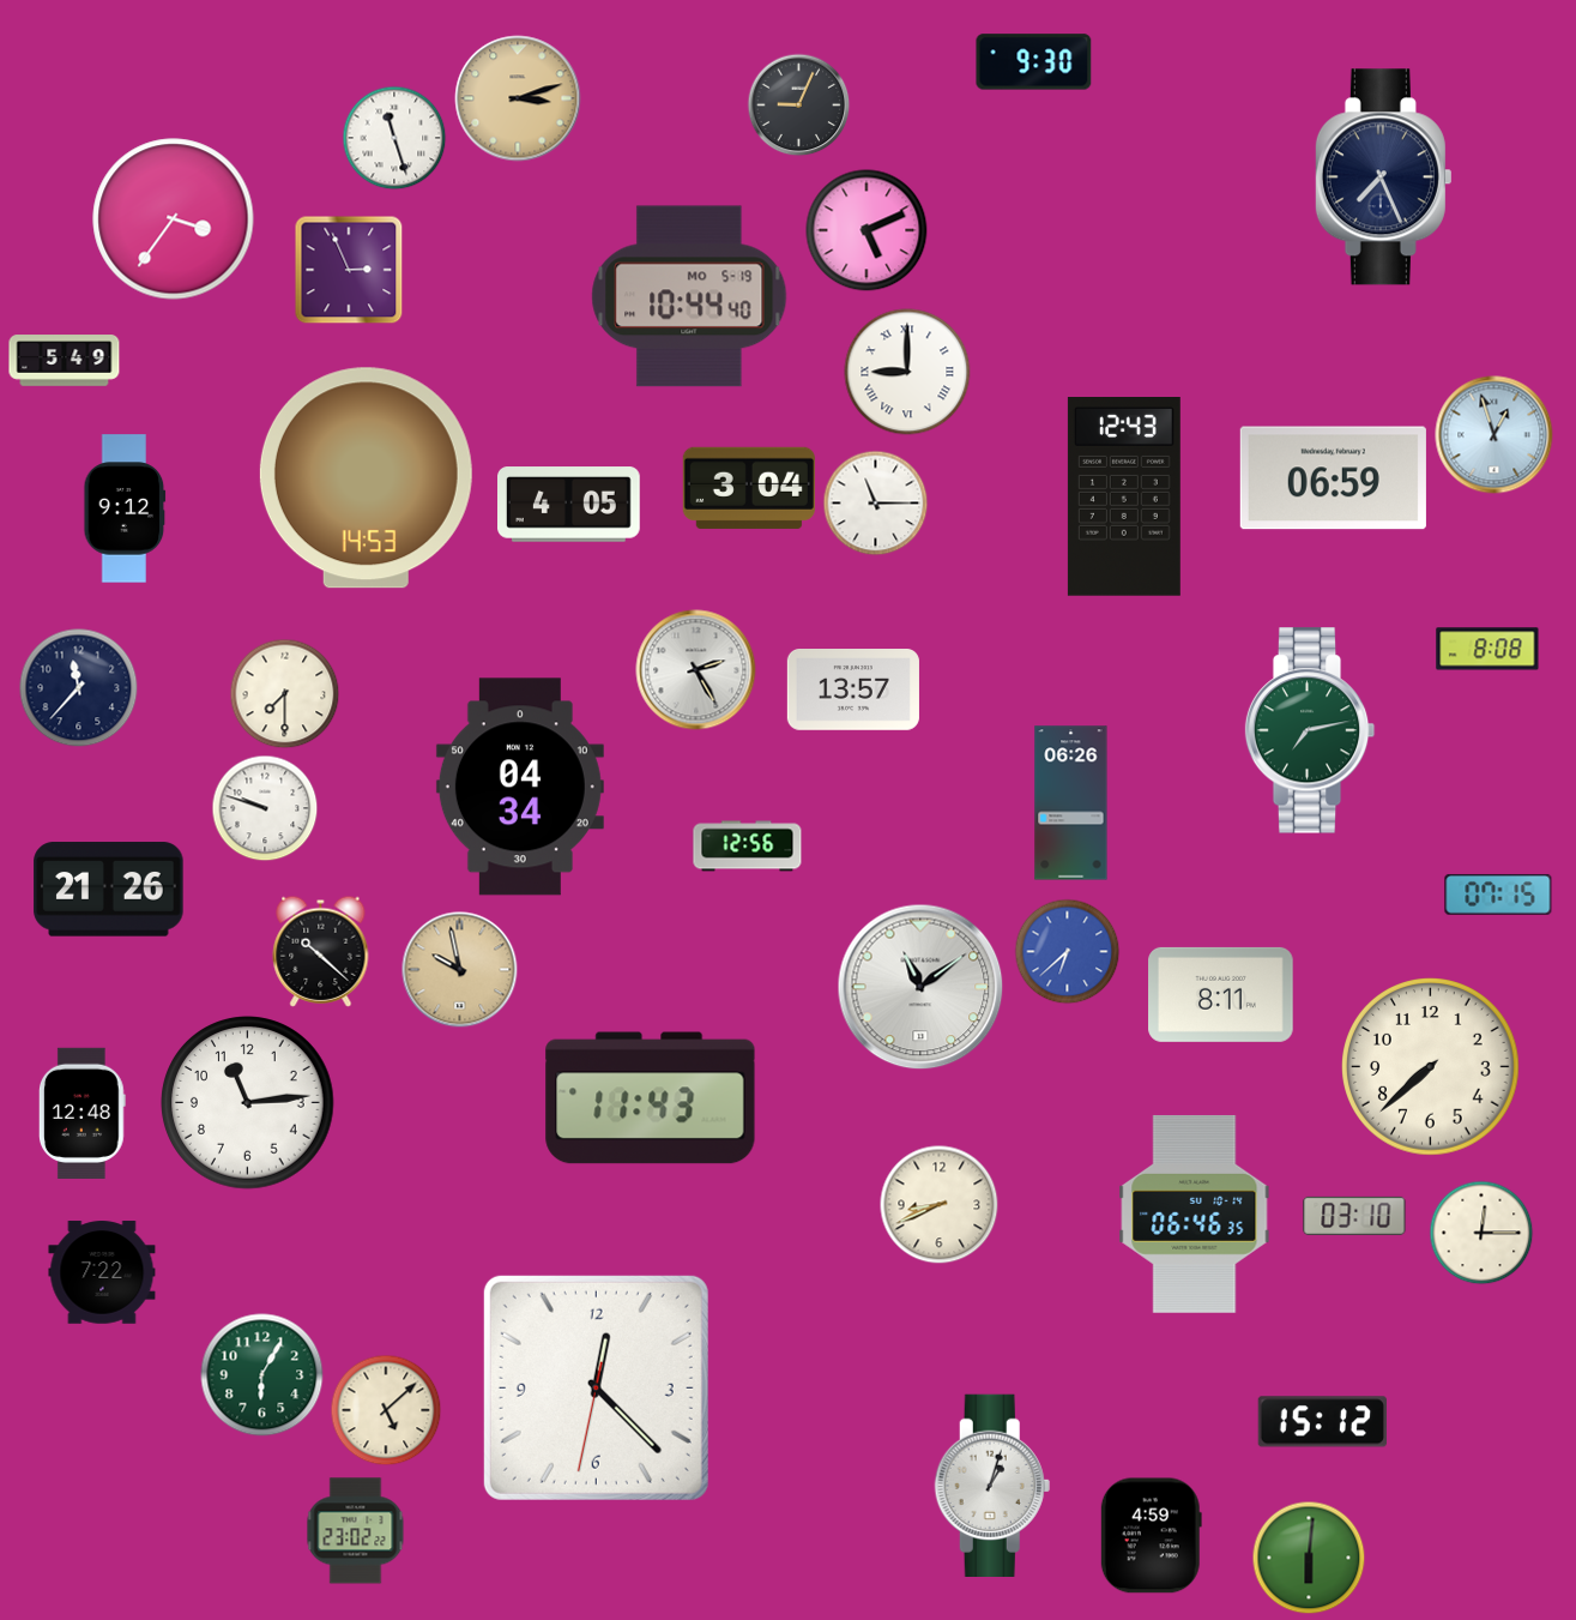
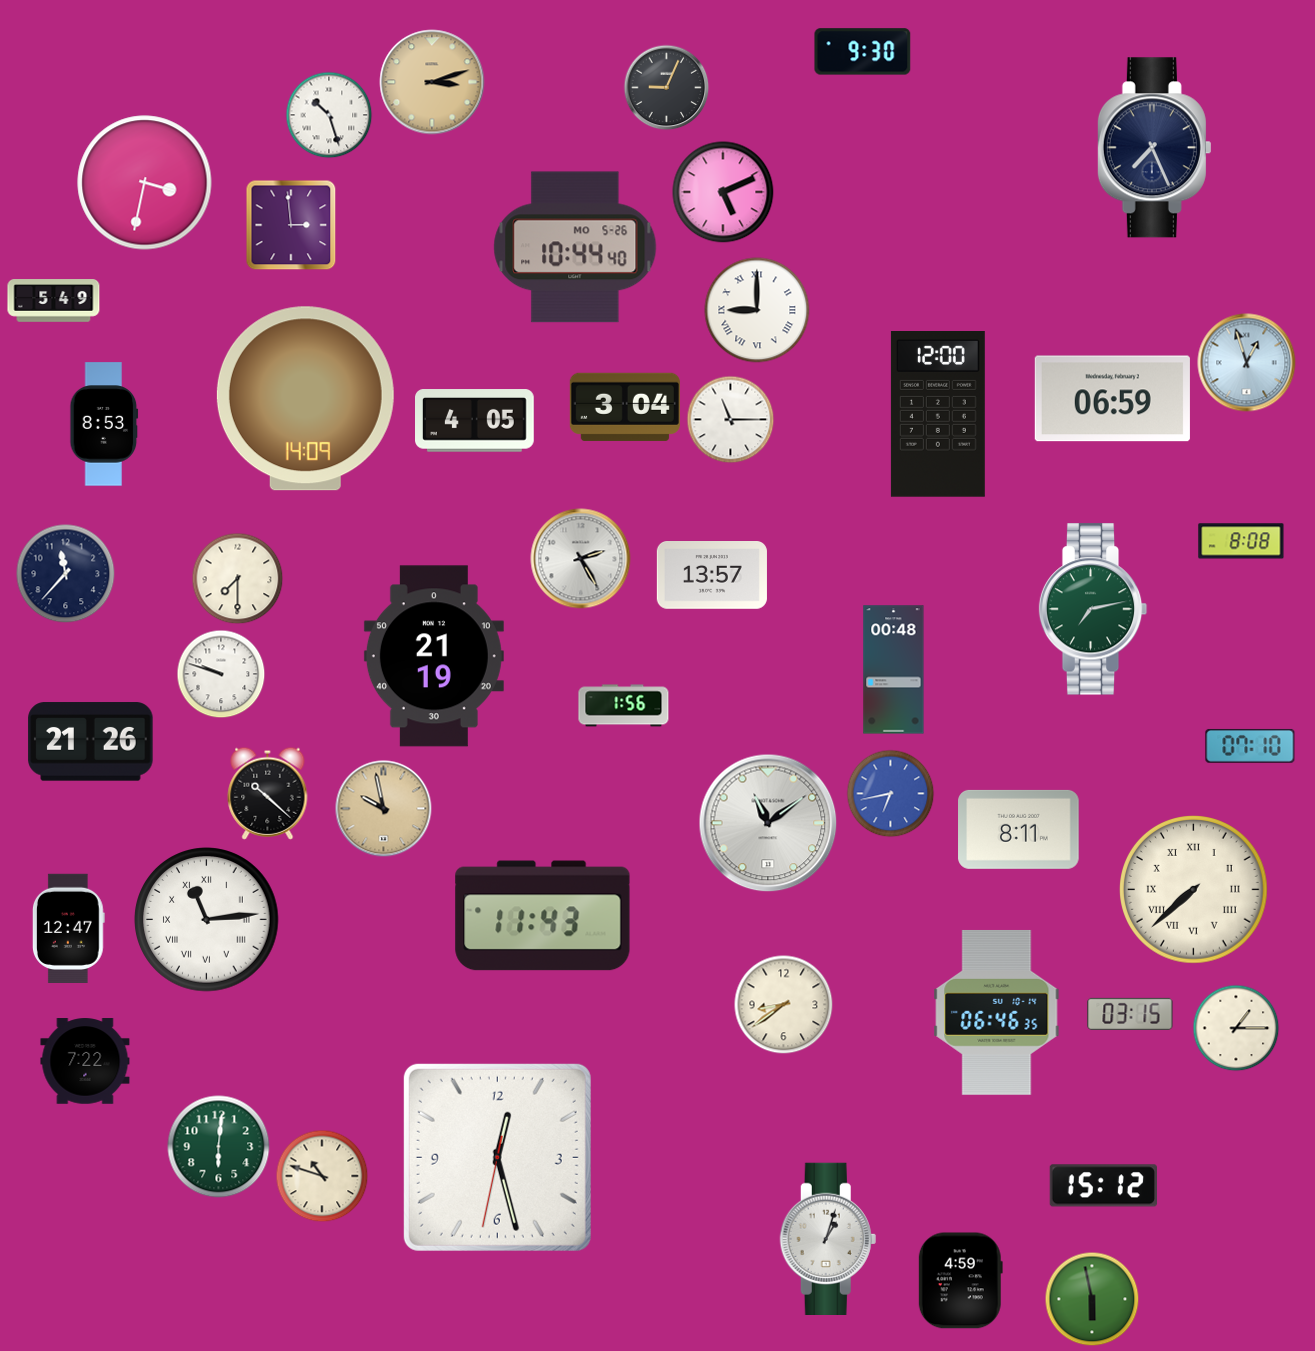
clock at (394, 138): 11:27 -> 10:27
clock at (174, 219): 3:36 -> 3:32
clock at (349, 270): 2:56 -> 2:59
clock at (689, 296) date: MO 5-19 -> MO 5-26
clock at (366, 478): 14:53 -> 14:09
clock at (1124, 498): 12:43 -> 12:00
clock at (125, 508): 9:12 -> 8:53
clock at (520, 787): 04:34 -> 21:19
clock at (1071, 803): 06:26 -> 00:48
clock at (748, 847): 12:56 -> 1:56
clock at (1498, 895): 07:15 -> 07:10
clock at (1067, 951): 6:38 -> 6:43
clock at (1431, 1067) numerals: Arabic -> Roman
clock at (248, 1103) numerals: Arabic -> Roman
clock at (81, 1113): 12:48 -> 12:47
clock at (940, 1205): 8:41 -> 8:39
clock at (1354, 1216): 03:10 -> 03:15
clock at (1481, 1233): 12:15 -> 1:15
clock at (262, 1375): 6:05 -> 6:01
clock at (596, 1387): 12:22 -> 12:27
clock at (386, 1410): 5:08 -> 10:48
clock at (356, 1531): 23:02 -> none
clock at (1309, 1558): 6:01 -> 5:58
